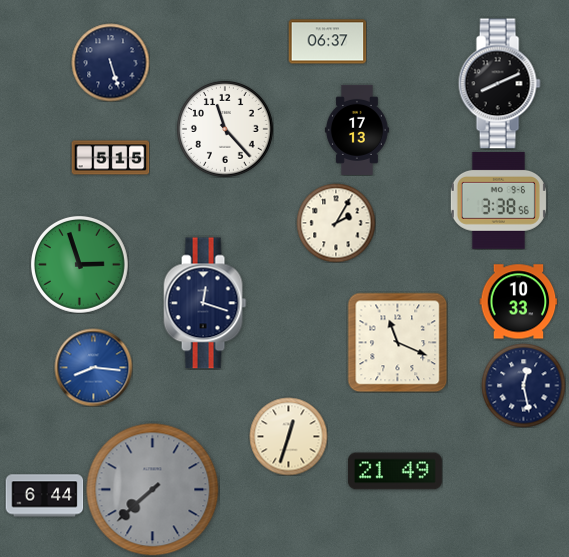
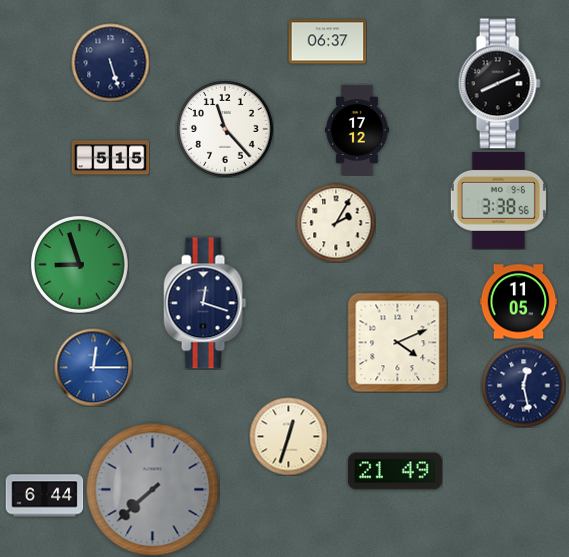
clock at (357, 130): 17:13 -> 17:12
clock at (79, 264): 2:57 -> 8:57
clock at (518, 302): 10:33 -> 11:05
clock at (397, 342): 11:19 -> 4:11
clock at (93, 367): 8:16 -> 12:15
